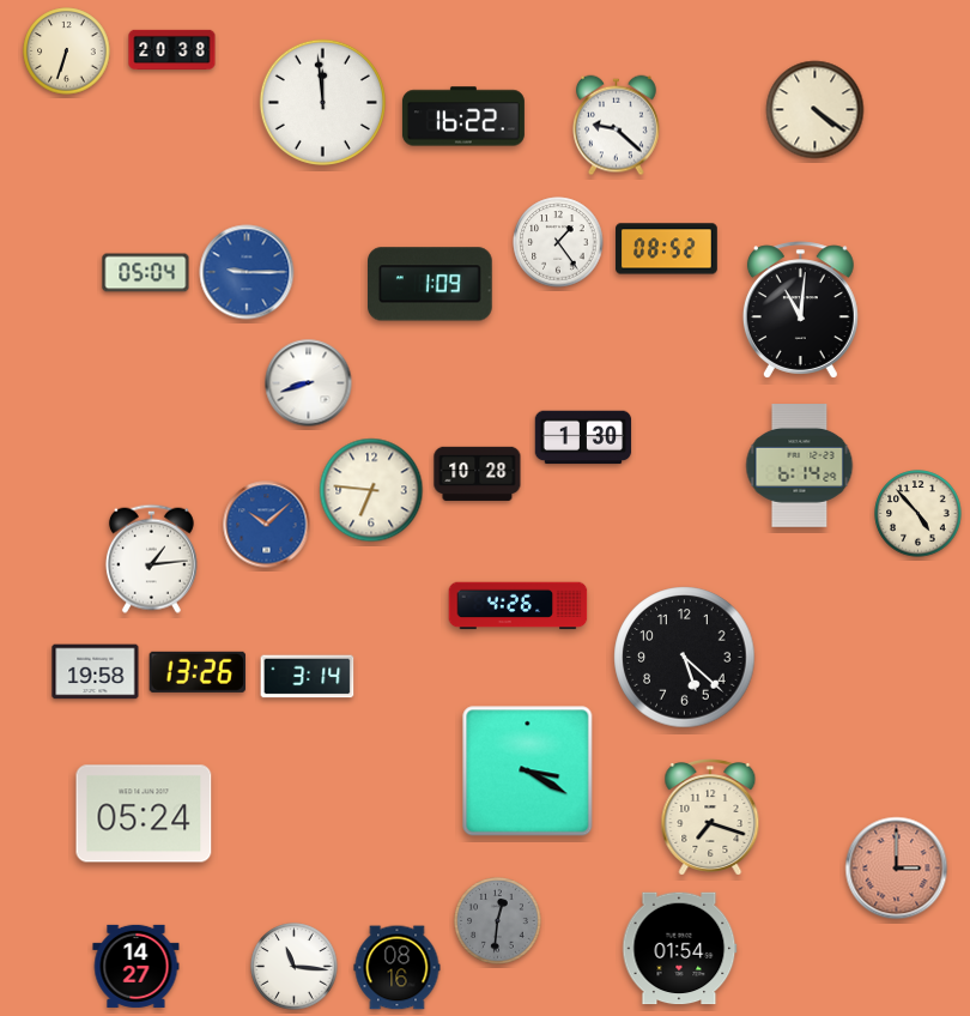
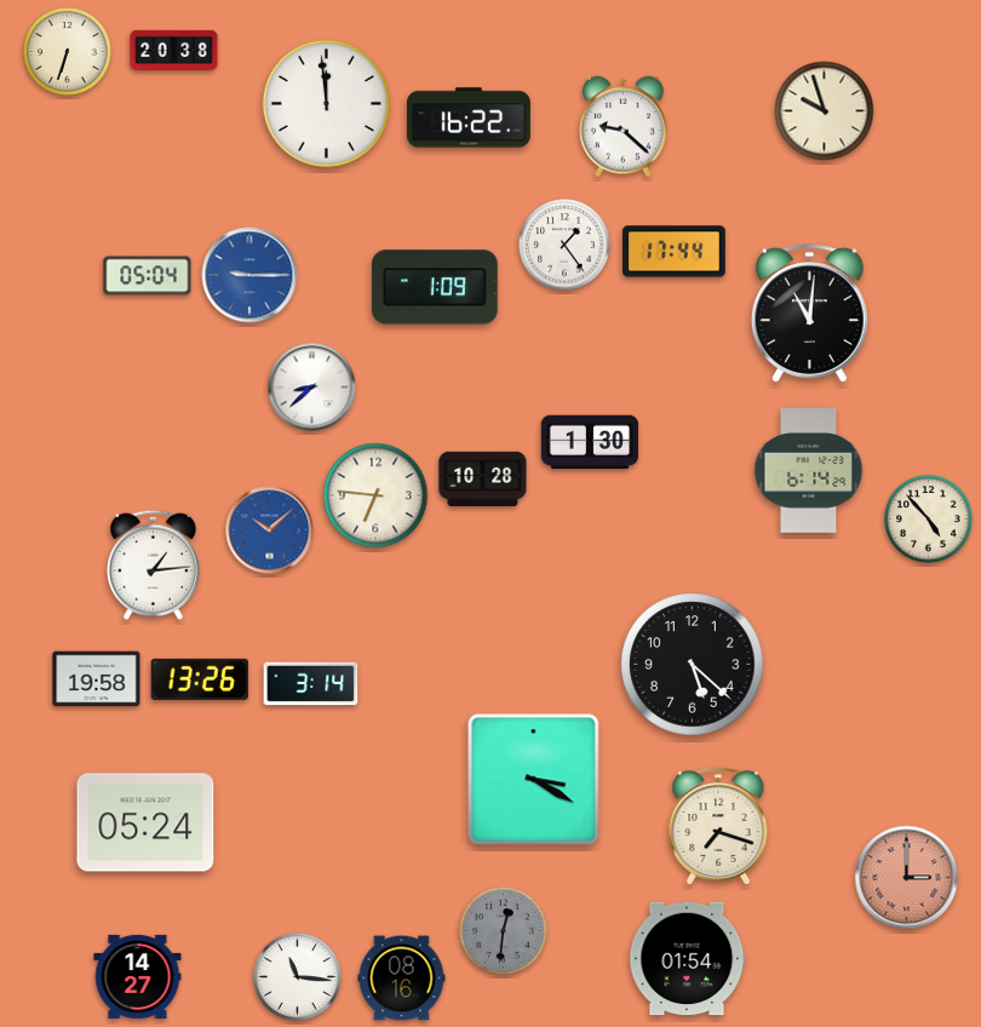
clock at (816, 110): 4:21 -> 9:57
clock at (667, 249): 08:52 -> 17:44
clock at (309, 383): 8:42 -> 8:38
clock at (519, 606): 4:26 -> none
